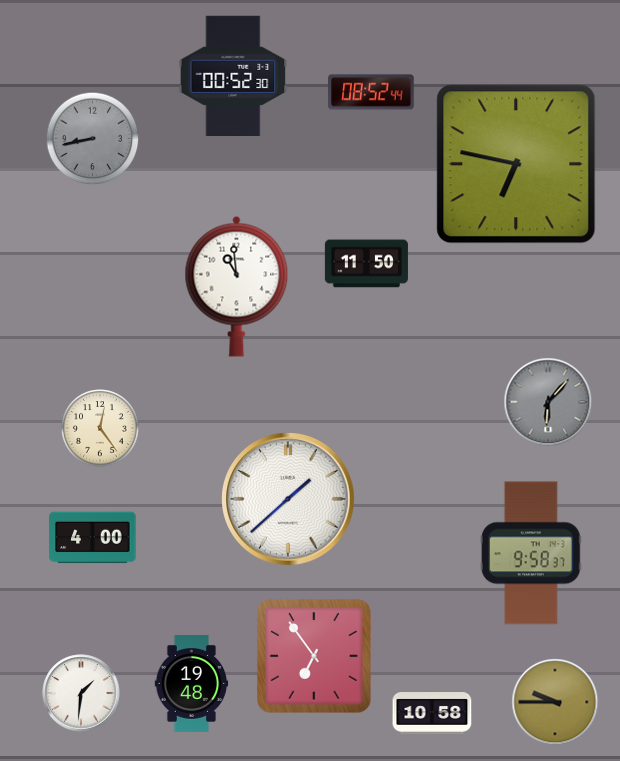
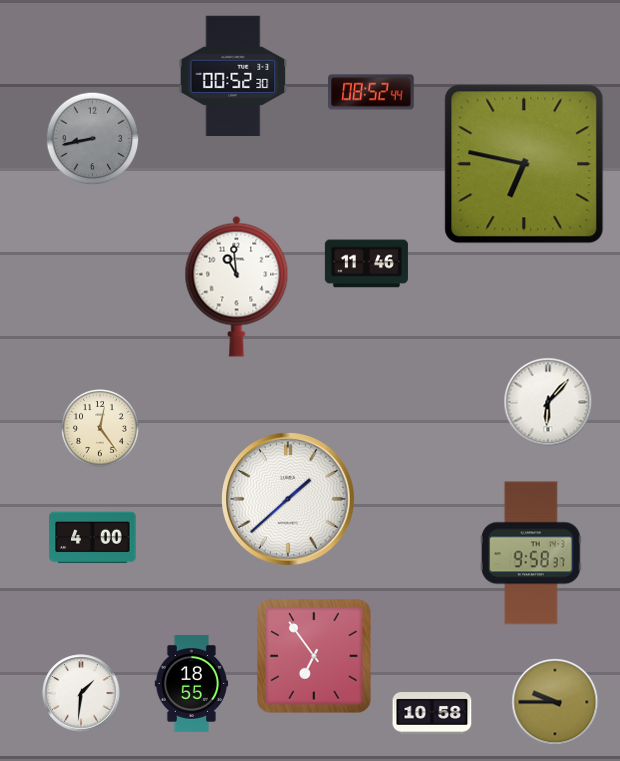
clock at (516, 164) position: (516, 164) -> (524, 164)
clock at (366, 264): 11:50 -> 11:46
clock at (548, 402) dial: grey -> white
clock at (192, 683): 19:48 -> 18:55
